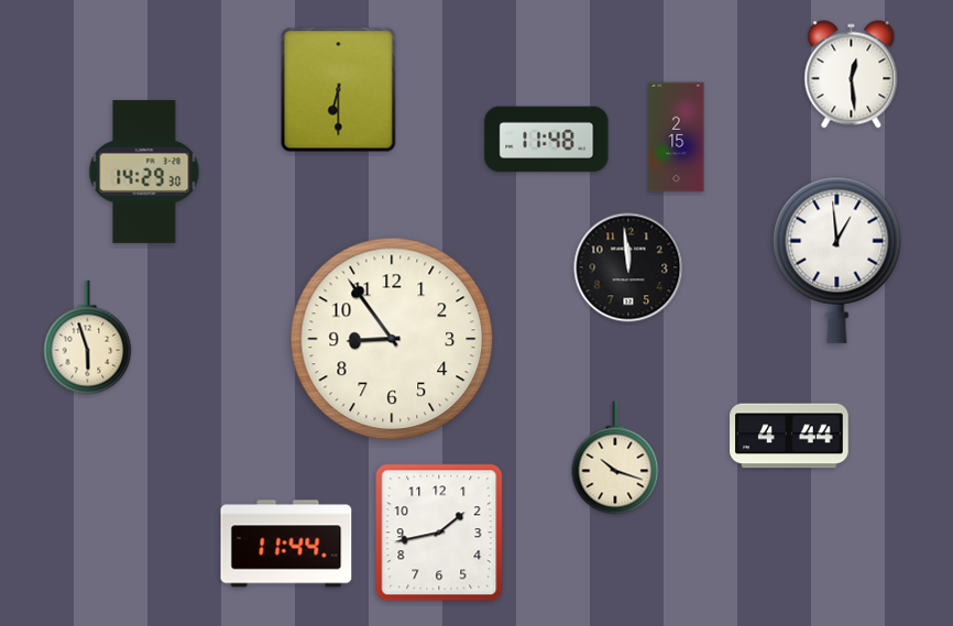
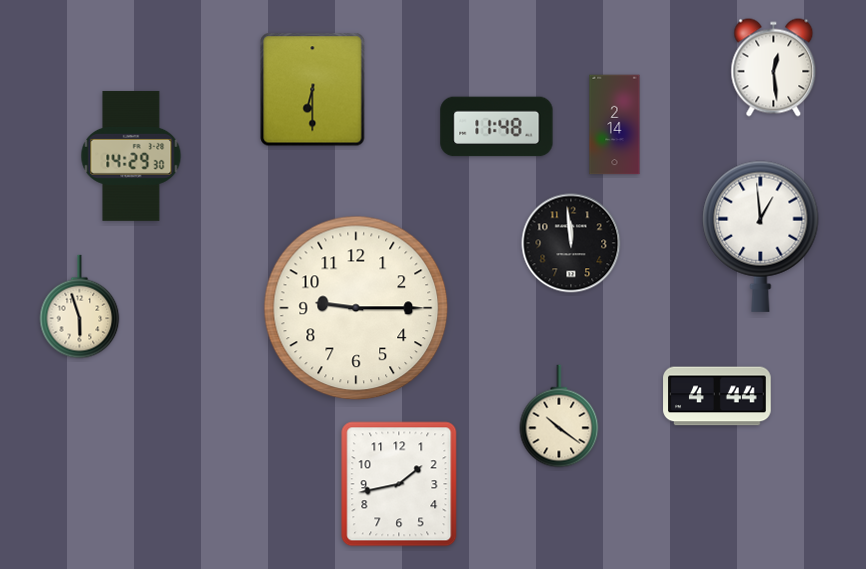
clock at (339, 90) position: (339, 90) -> (313, 90)
clock at (677, 138): 2:15 -> 2:14
clock at (392, 339): 8:54 -> 9:15
clock at (615, 458): 10:18 -> 10:21
clock at (286, 543): 11:44 -> none
